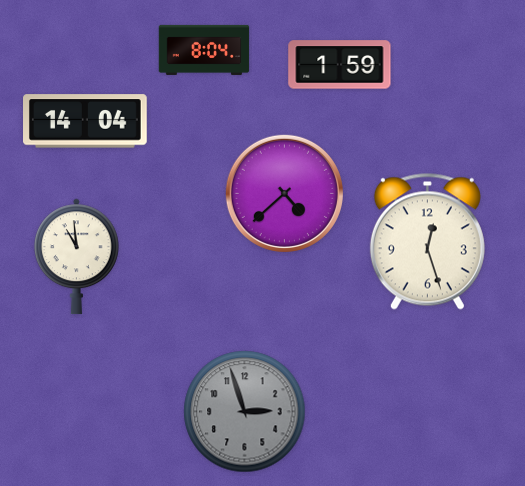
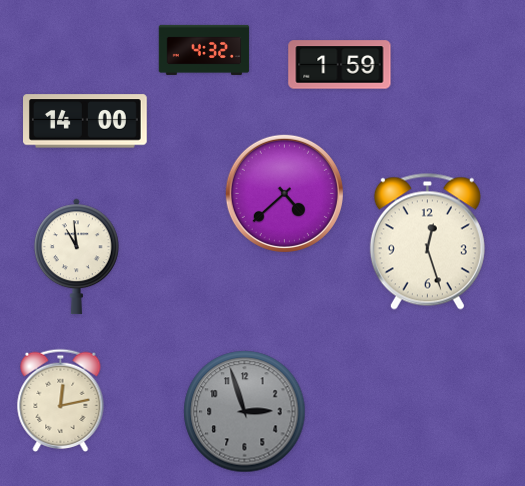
clock at (204, 50): 8:04 -> 4:32
clock at (86, 121): 14:04 -> 14:00
clock at (61, 400): none -> 12:13
